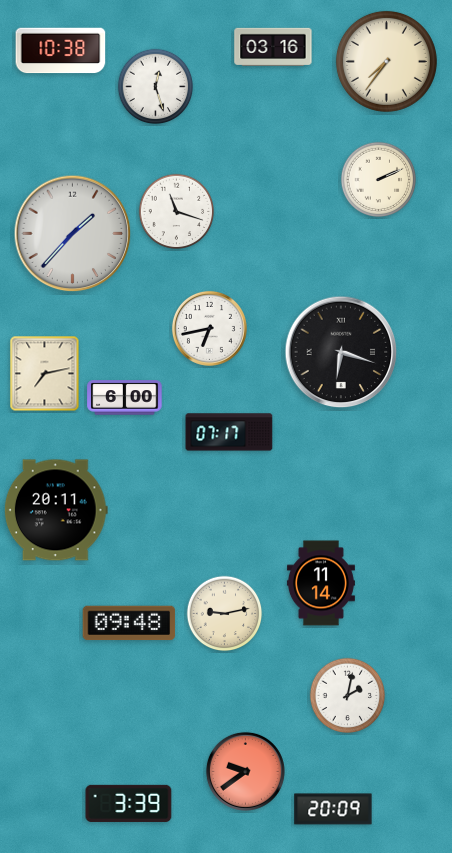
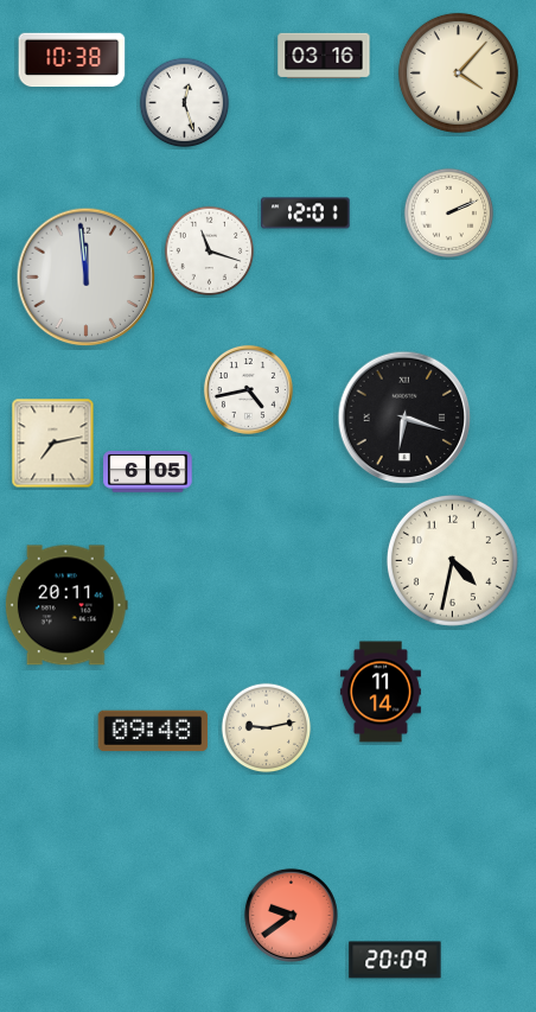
clock at (386, 61): 7:36 -> 4:07
clock at (306, 214): none -> 12:01
clock at (73, 234): 1:37 -> 11:59
clock at (209, 328): 6:43 -> 4:43
clock at (125, 398): 6:00 -> 6:05
clock at (229, 432): 07:17 -> none
clock at (452, 560): none -> 4:32
clock at (129, 623) position: (129, 623) -> (153, 731)
clock at (348, 696): 2:02 -> none
clock at (129, 803): 3:39 -> none
